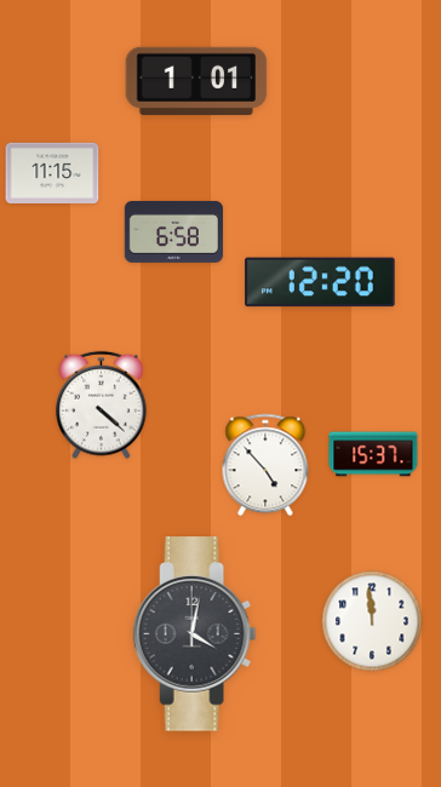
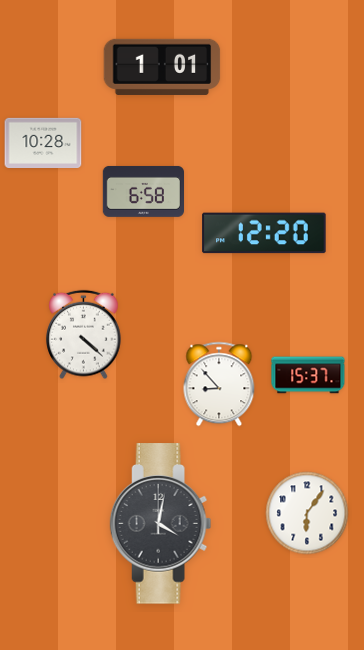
clock at (52, 172): 11:15 -> 10:28
clock at (265, 465): 4:53 -> 8:53
clock at (372, 621): 11:59 -> 6:06
